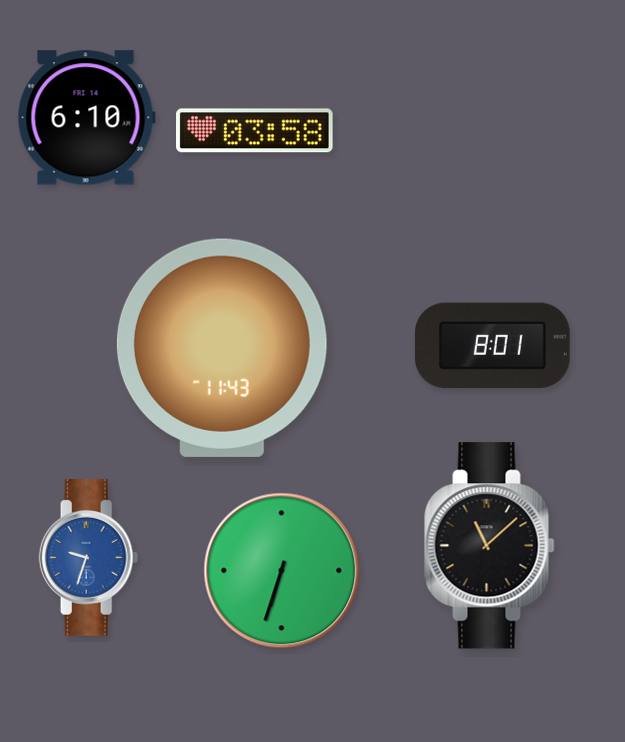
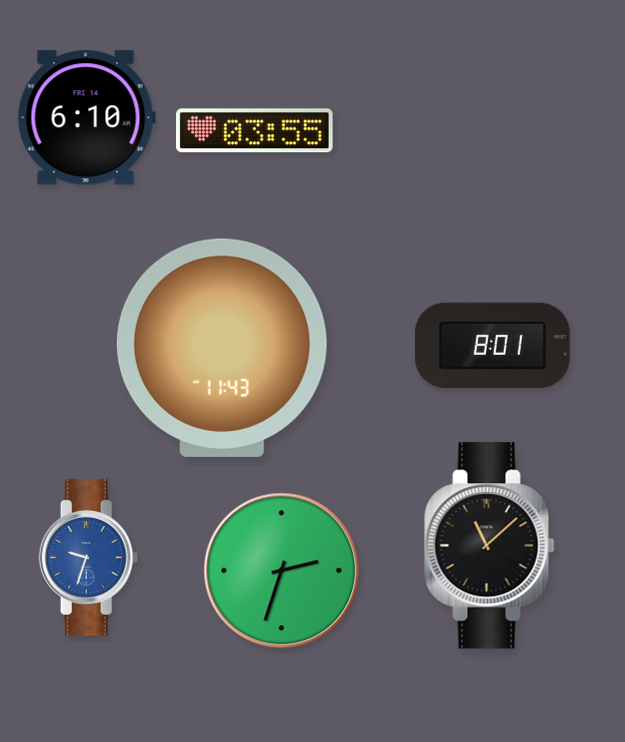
clock at (255, 131): 03:58 -> 03:55
clock at (282, 571): 6:33 -> 2:33
